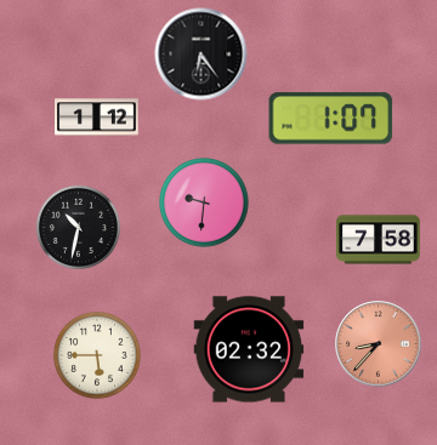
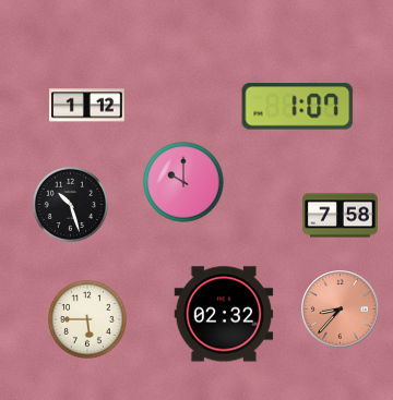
clock at (202, 55): 6:24 -> none
clock at (204, 202): 9:31 -> 10:00
clock at (78, 227): 10:32 -> 10:27
